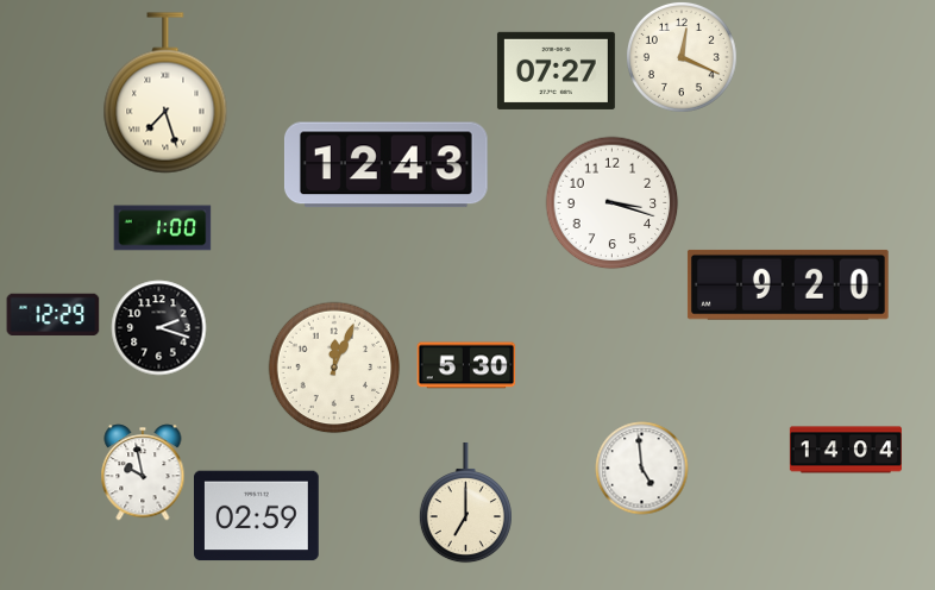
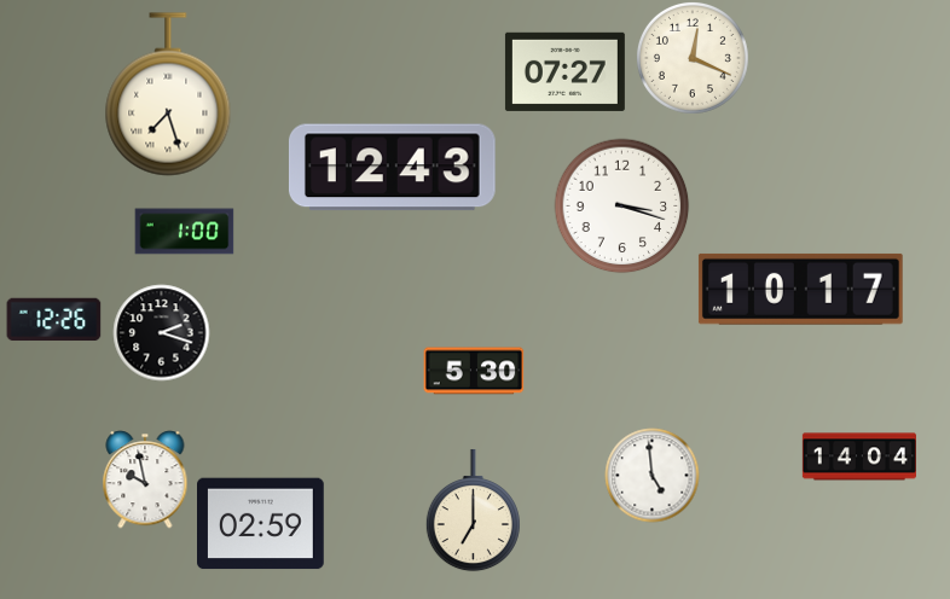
clock at (162, 228) position: (162, 228) -> (184, 232)
clock at (787, 284): 9:20 -> 10:17
clock at (52, 315): 12:29 -> 12:26
clock at (334, 368): 12:04 -> none
